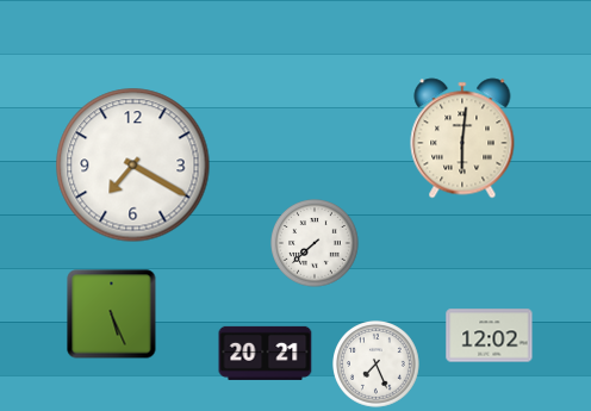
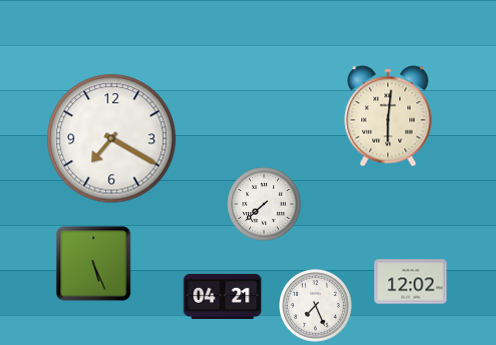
clock at (266, 353): 20:21 -> 04:21
